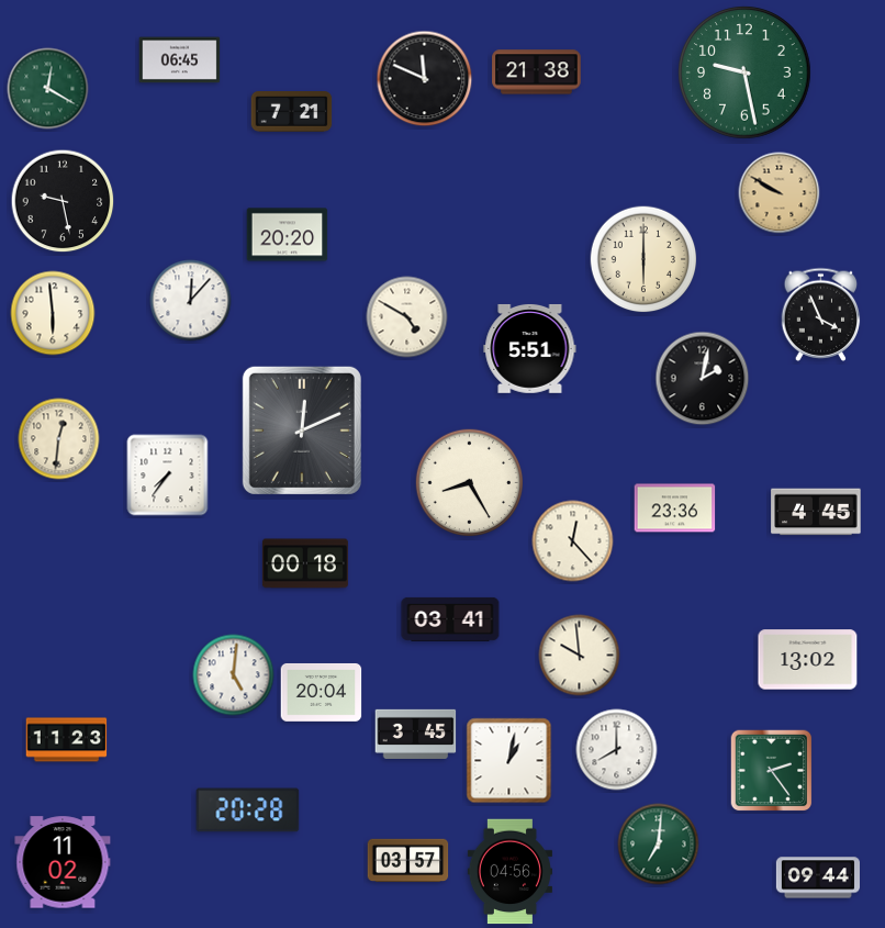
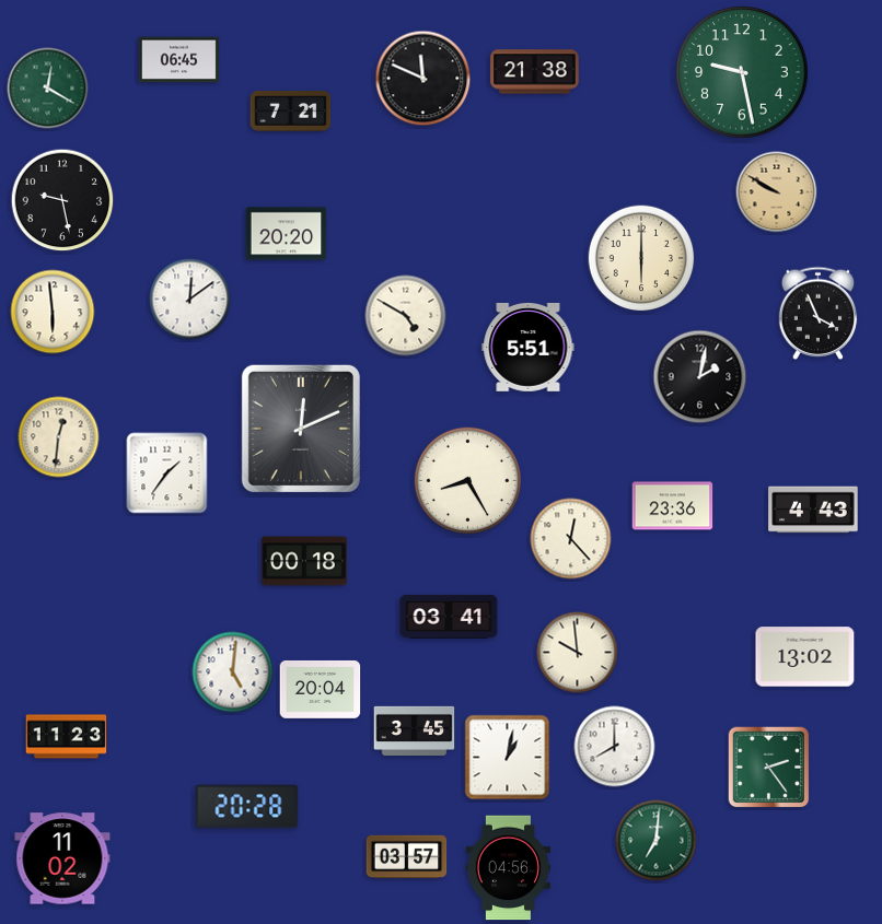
clock at (191, 301): 12:07 -> 12:09
clock at (168, 476): 7:36 -> 1:36
clock at (816, 512): 4:45 -> 4:43
clock at (817, 877): 09:44 -> none
